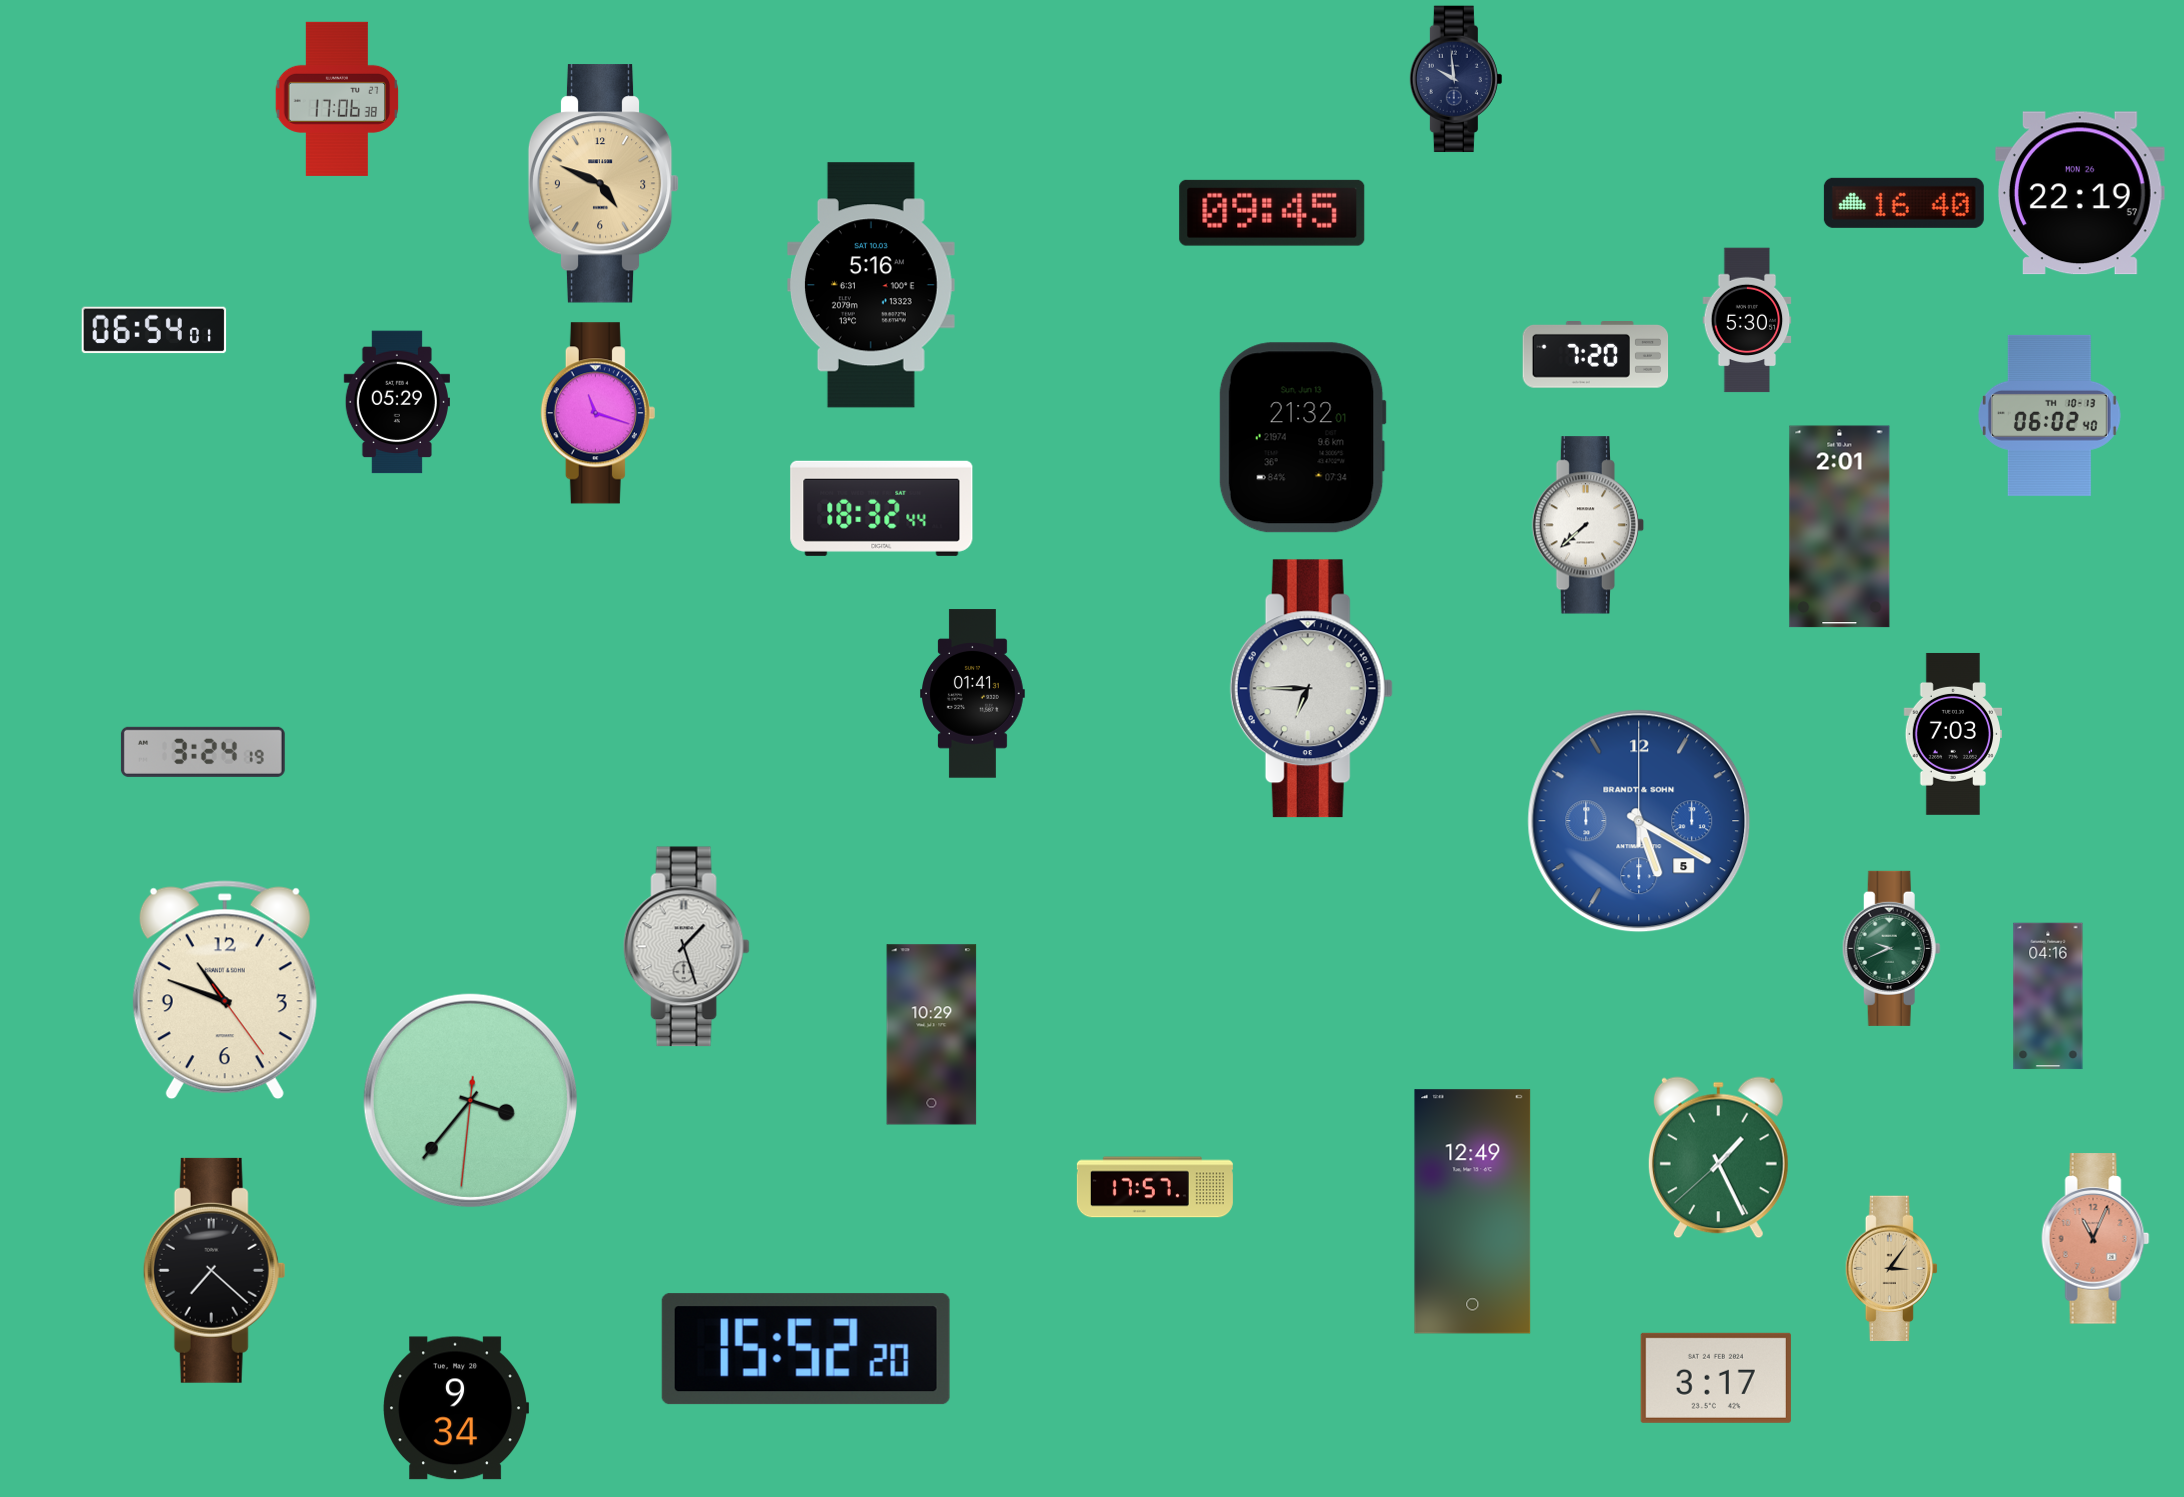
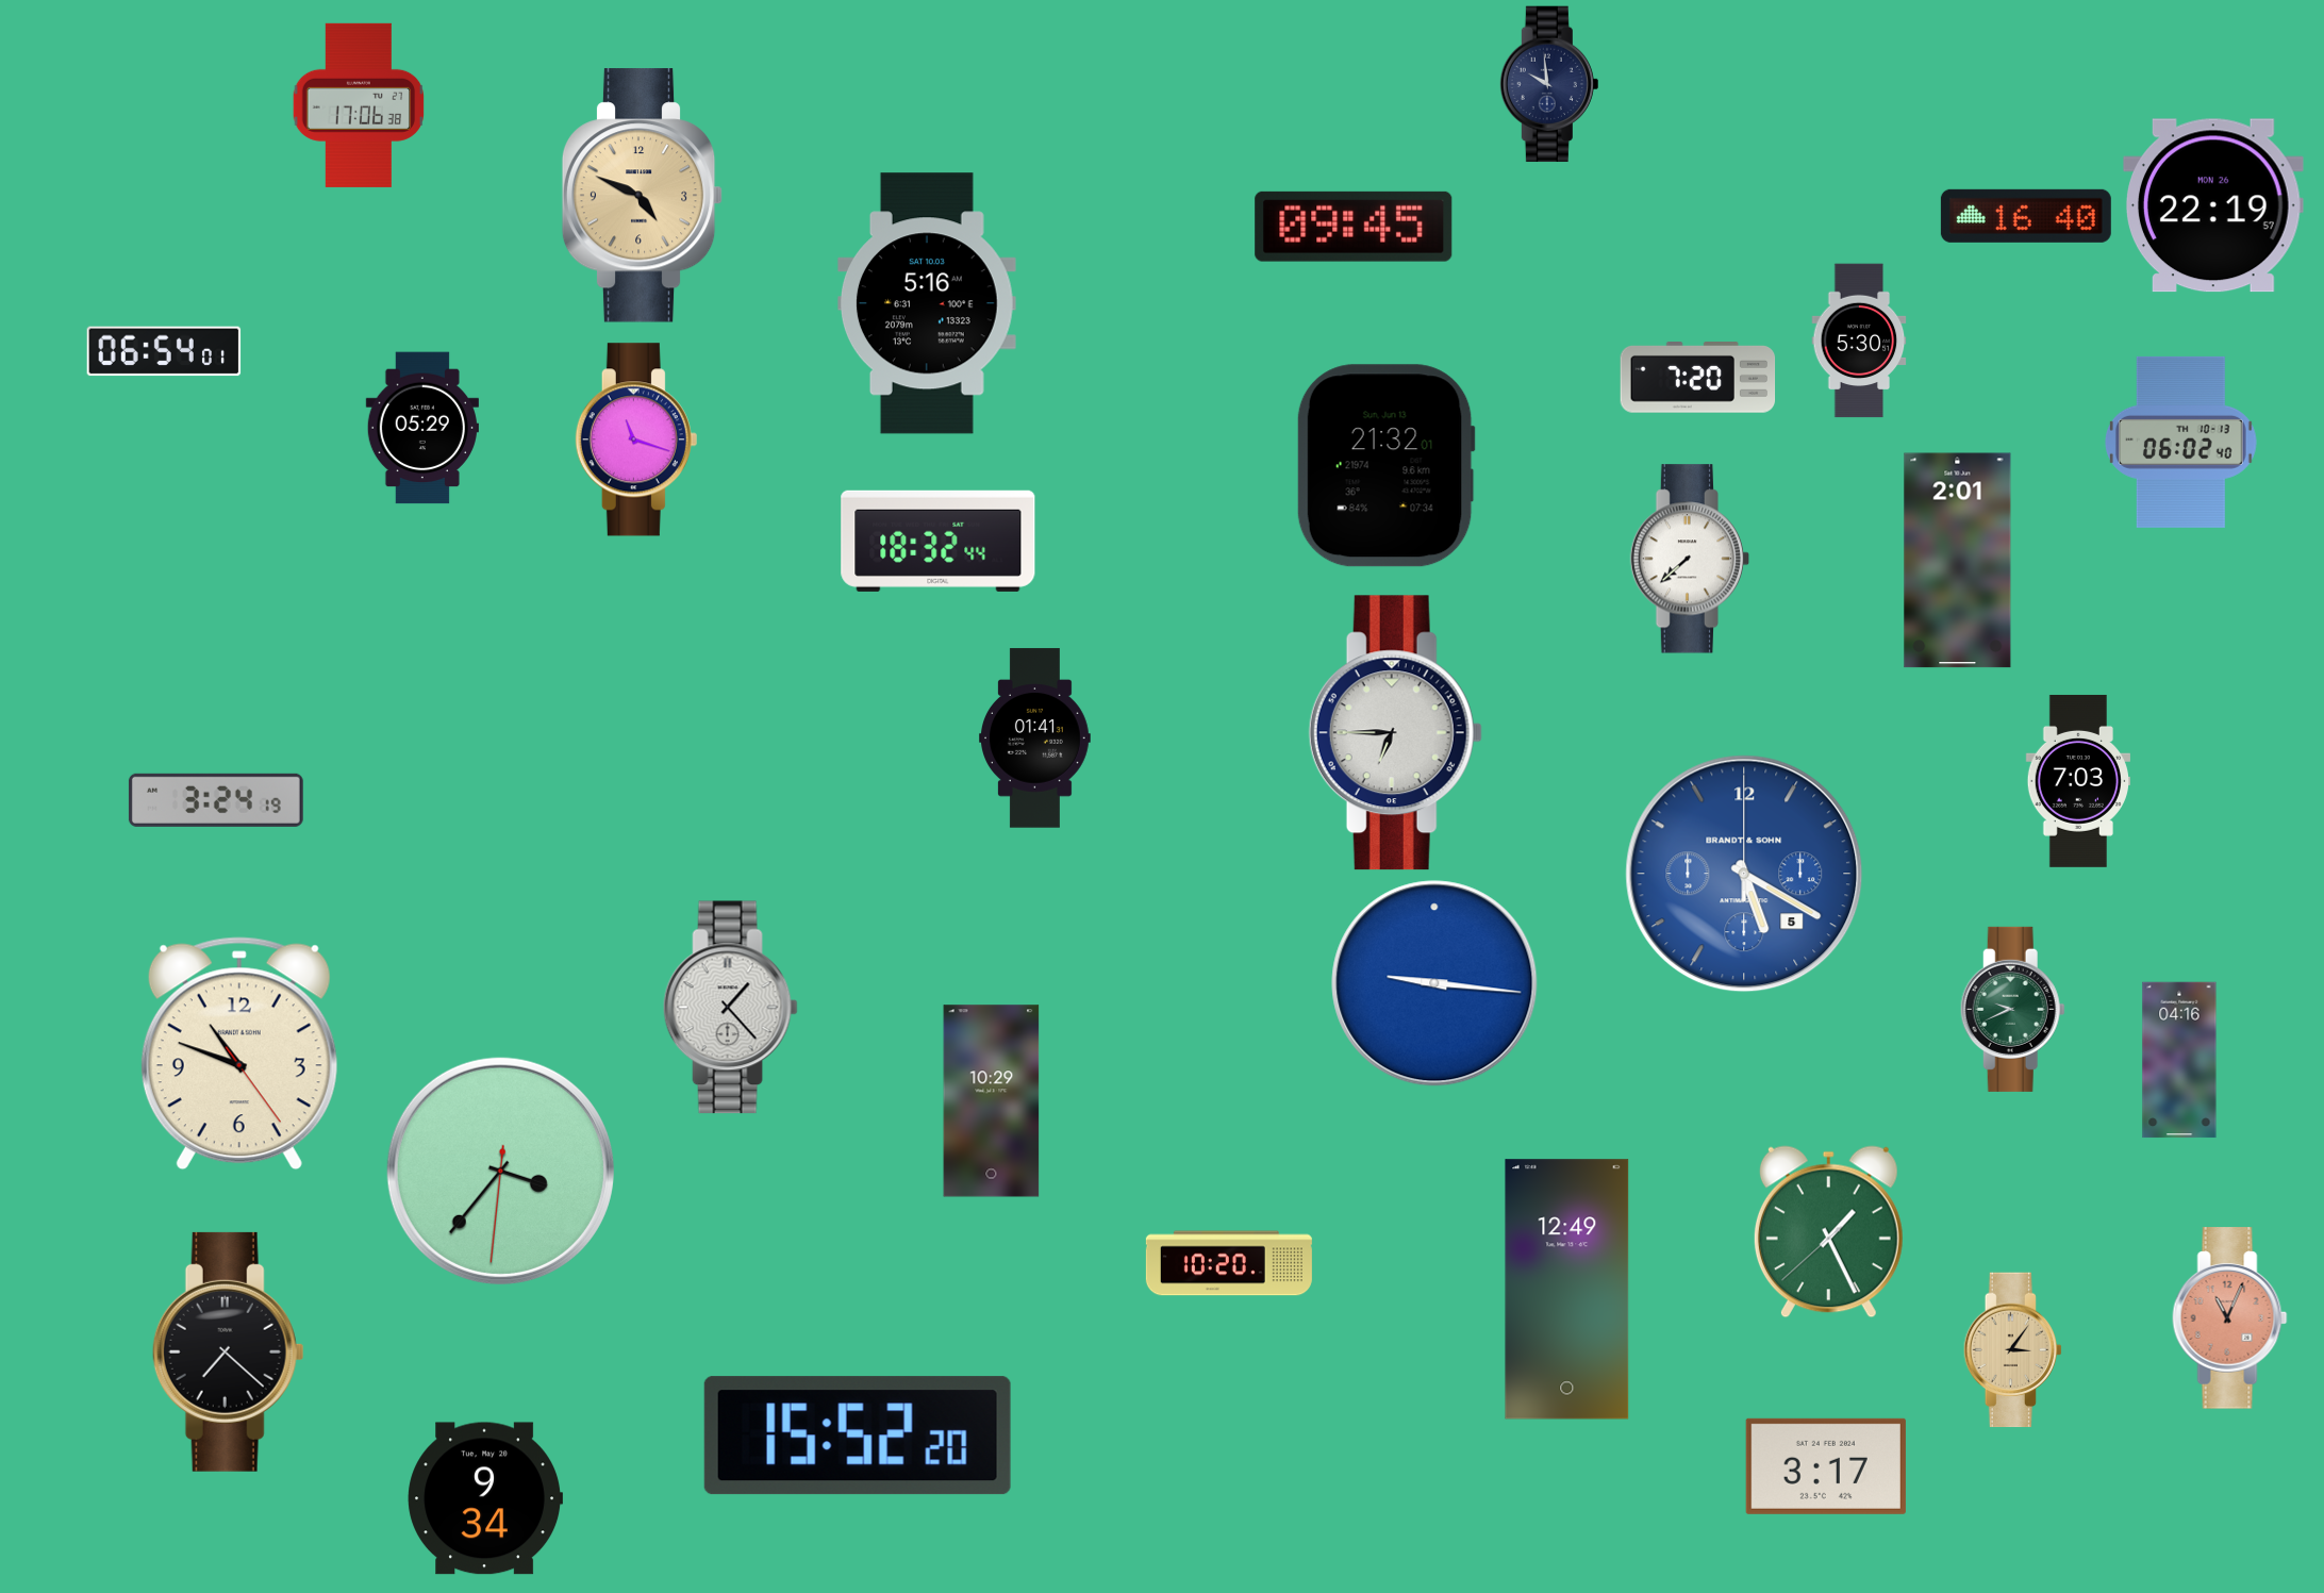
clock at (1434, 983): none -> 9:16
clock at (686, 947): 1:27 -> 1:23
clock at (1155, 1187): 17:57 -> 10:20
